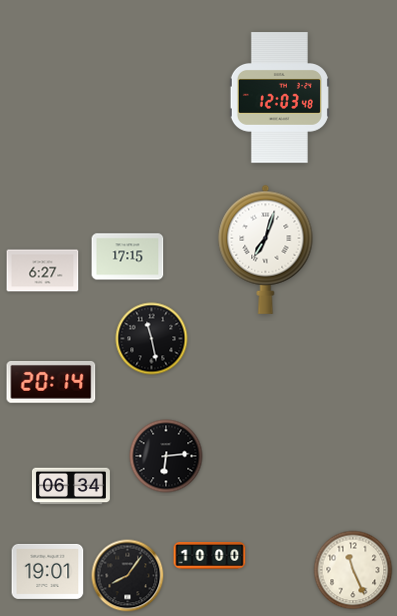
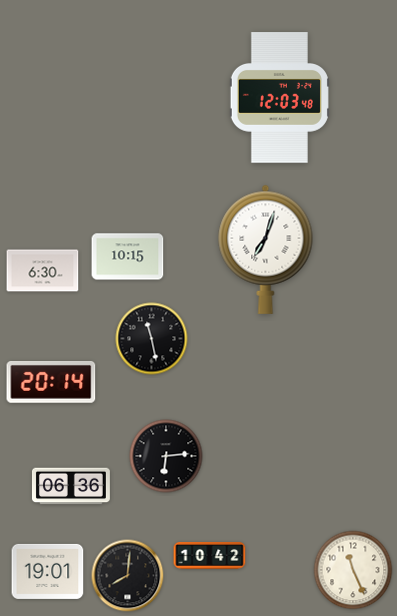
clock at (128, 257): 17:15 -> 10:15
clock at (43, 271): 6:27 -> 6:30
clock at (71, 486): 06:34 -> 06:36
clock at (210, 556): 10:00 -> 10:42
clock at (128, 576): 8:06 -> 8:01
